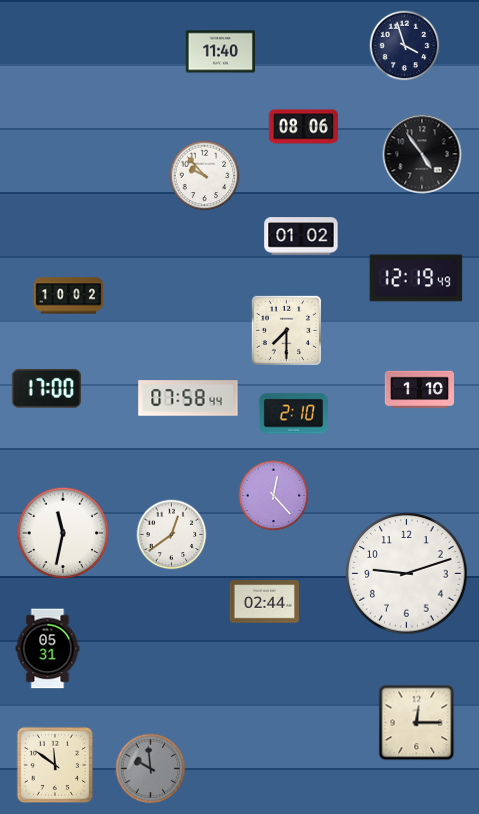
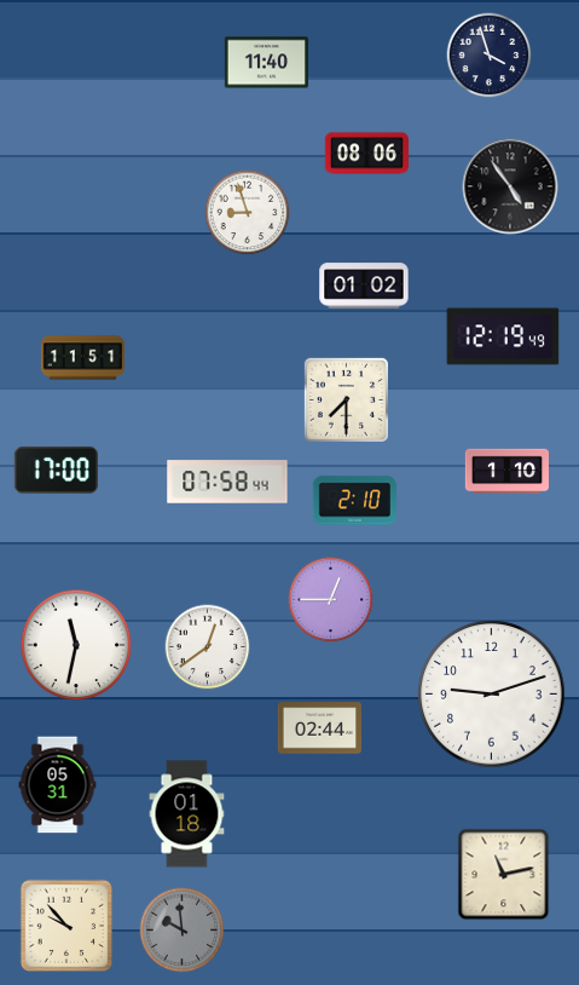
clock at (205, 176): 9:53 -> 8:57
clock at (68, 296): 10:02 -> 11:51
clock at (274, 496): 12:23 -> 12:45
clock at (187, 814): none -> 01:18
clock at (417, 723): 12:15 -> 11:13
clock at (54, 764): 11:51 -> 9:53
